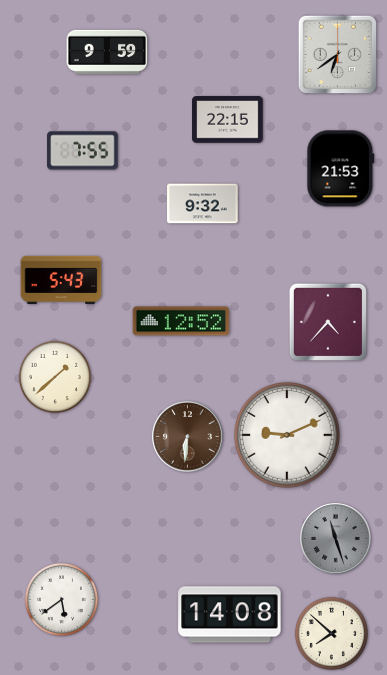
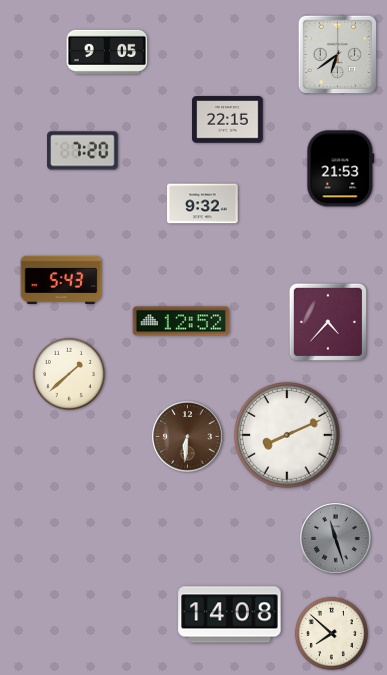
clock at (107, 52): 9:59 -> 9:05
clock at (83, 151): 7:55 -> 7:20
clock at (55, 377) position: (55, 377) -> (69, 374)
clock at (288, 436): 9:11 -> 8:11
clock at (61, 599): 5:39 -> none
